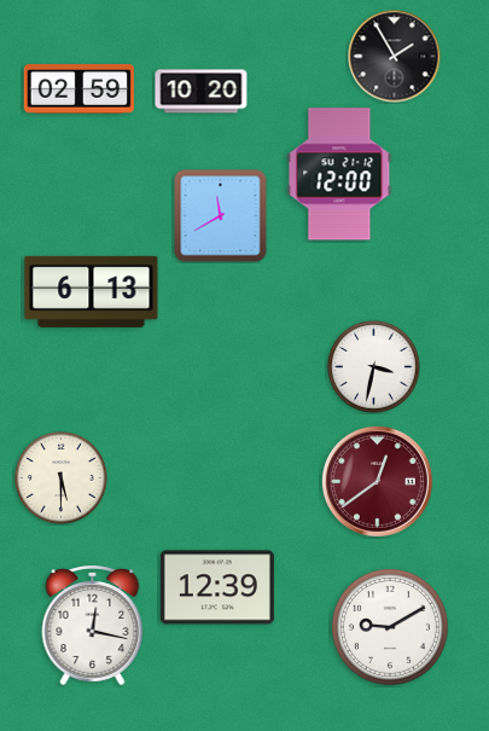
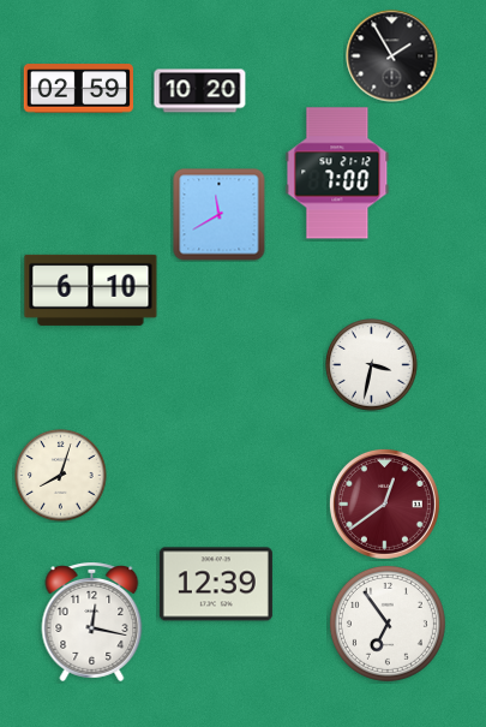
clock at (339, 174): 12:00 -> 7:00
clock at (92, 291): 6:13 -> 6:10
clock at (62, 478): 5:30 -> 8:03
clock at (377, 481) position: (377, 481) -> (384, 503)
clock at (390, 627): 9:10 -> 6:54
